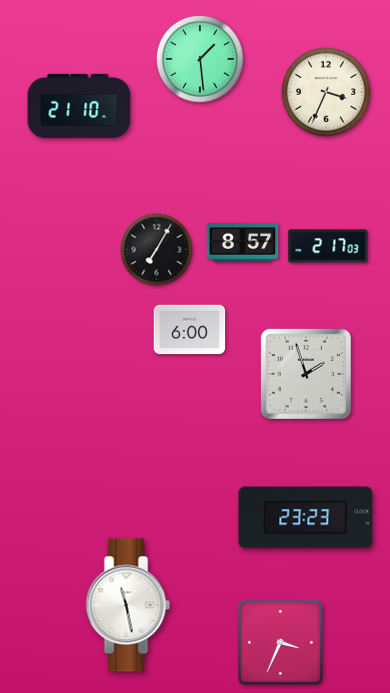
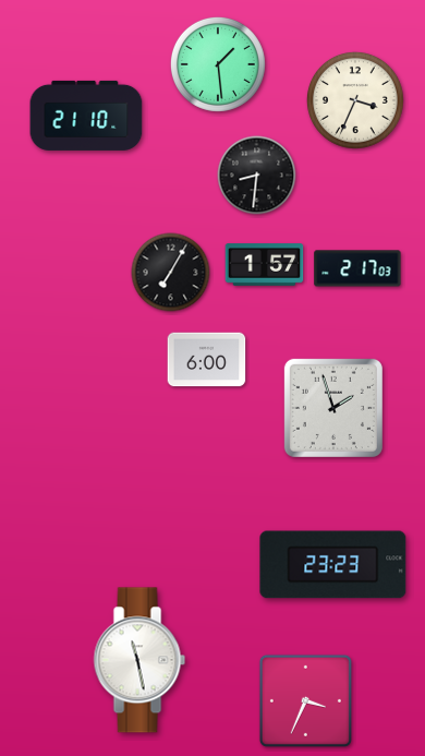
clock at (257, 176): none -> 8:31
clock at (243, 243): 8:57 -> 1:57
